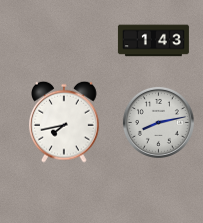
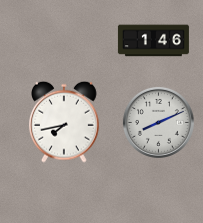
clock at (153, 41): 1:43 -> 1:46
clock at (158, 122): 8:13 -> 8:11
